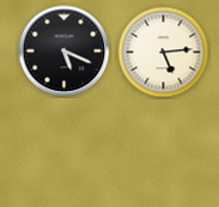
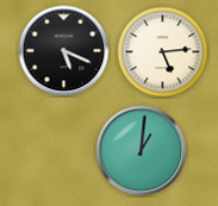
clock at (142, 151): none -> 1:01
